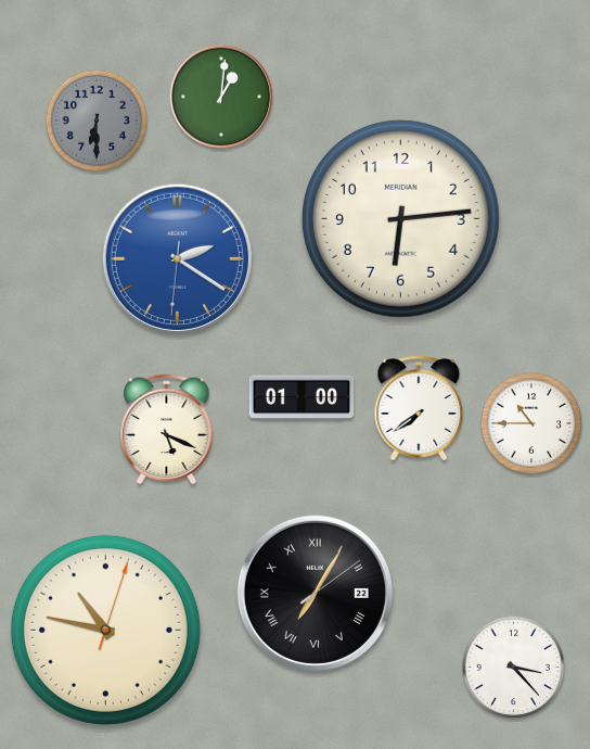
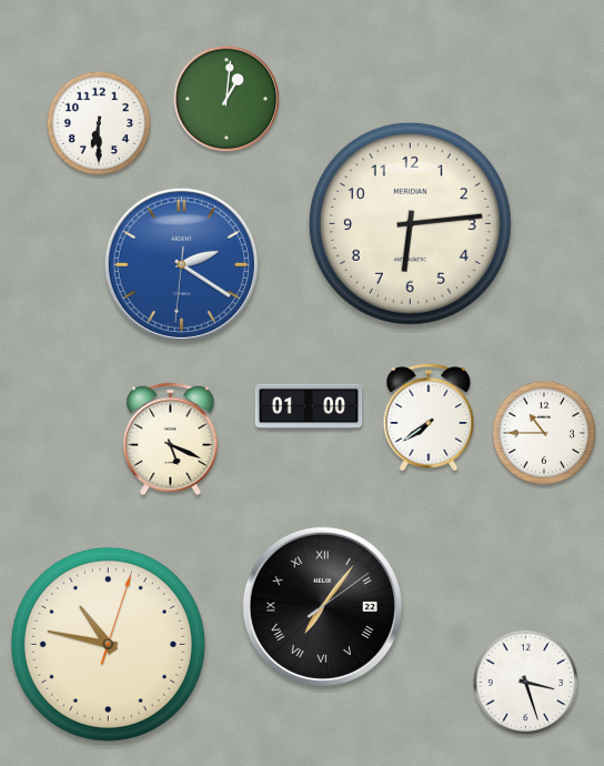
clock at (97, 120) dial: grey -> white
clock at (315, 593): 7:05 -> 7:06
clock at (514, 668): 3:23 -> 3:27
